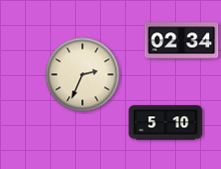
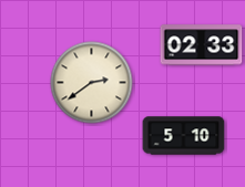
clock at (182, 41): 02:34 -> 02:33
clock at (83, 75): 2:34 -> 2:39
